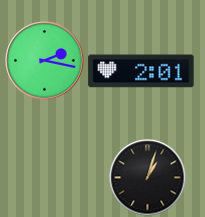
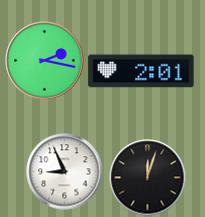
clock at (65, 172): none -> 8:56
clock at (148, 178): 1:03 -> 12:03
